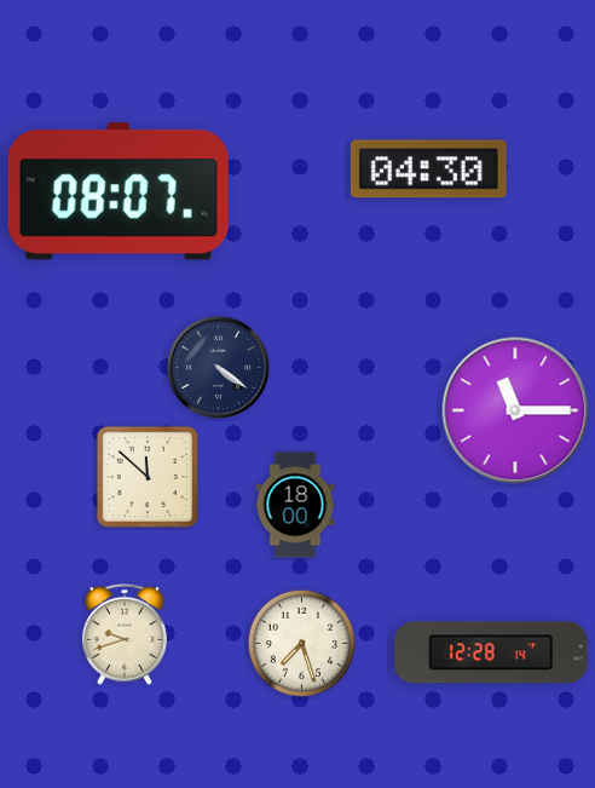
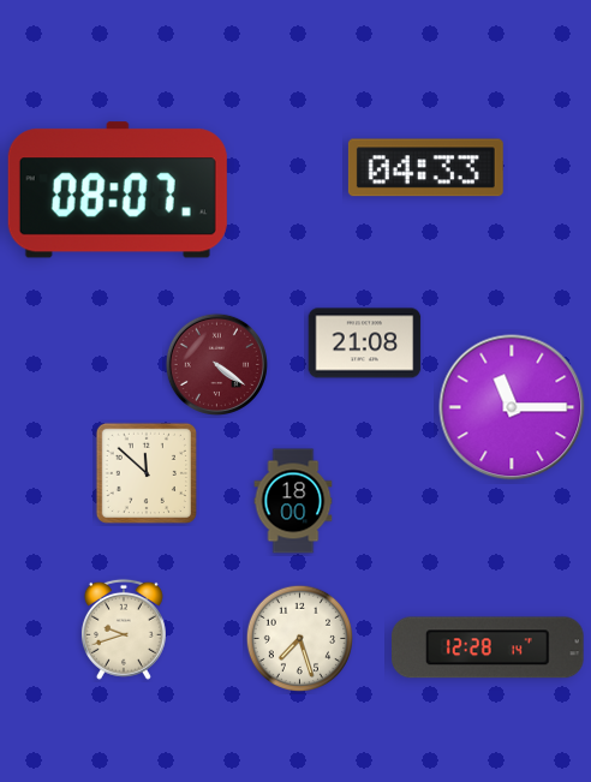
clock at (428, 169): 04:30 -> 04:33
clock at (365, 344): none -> 21:08
clock at (218, 367) dial: navy -> burgundy
